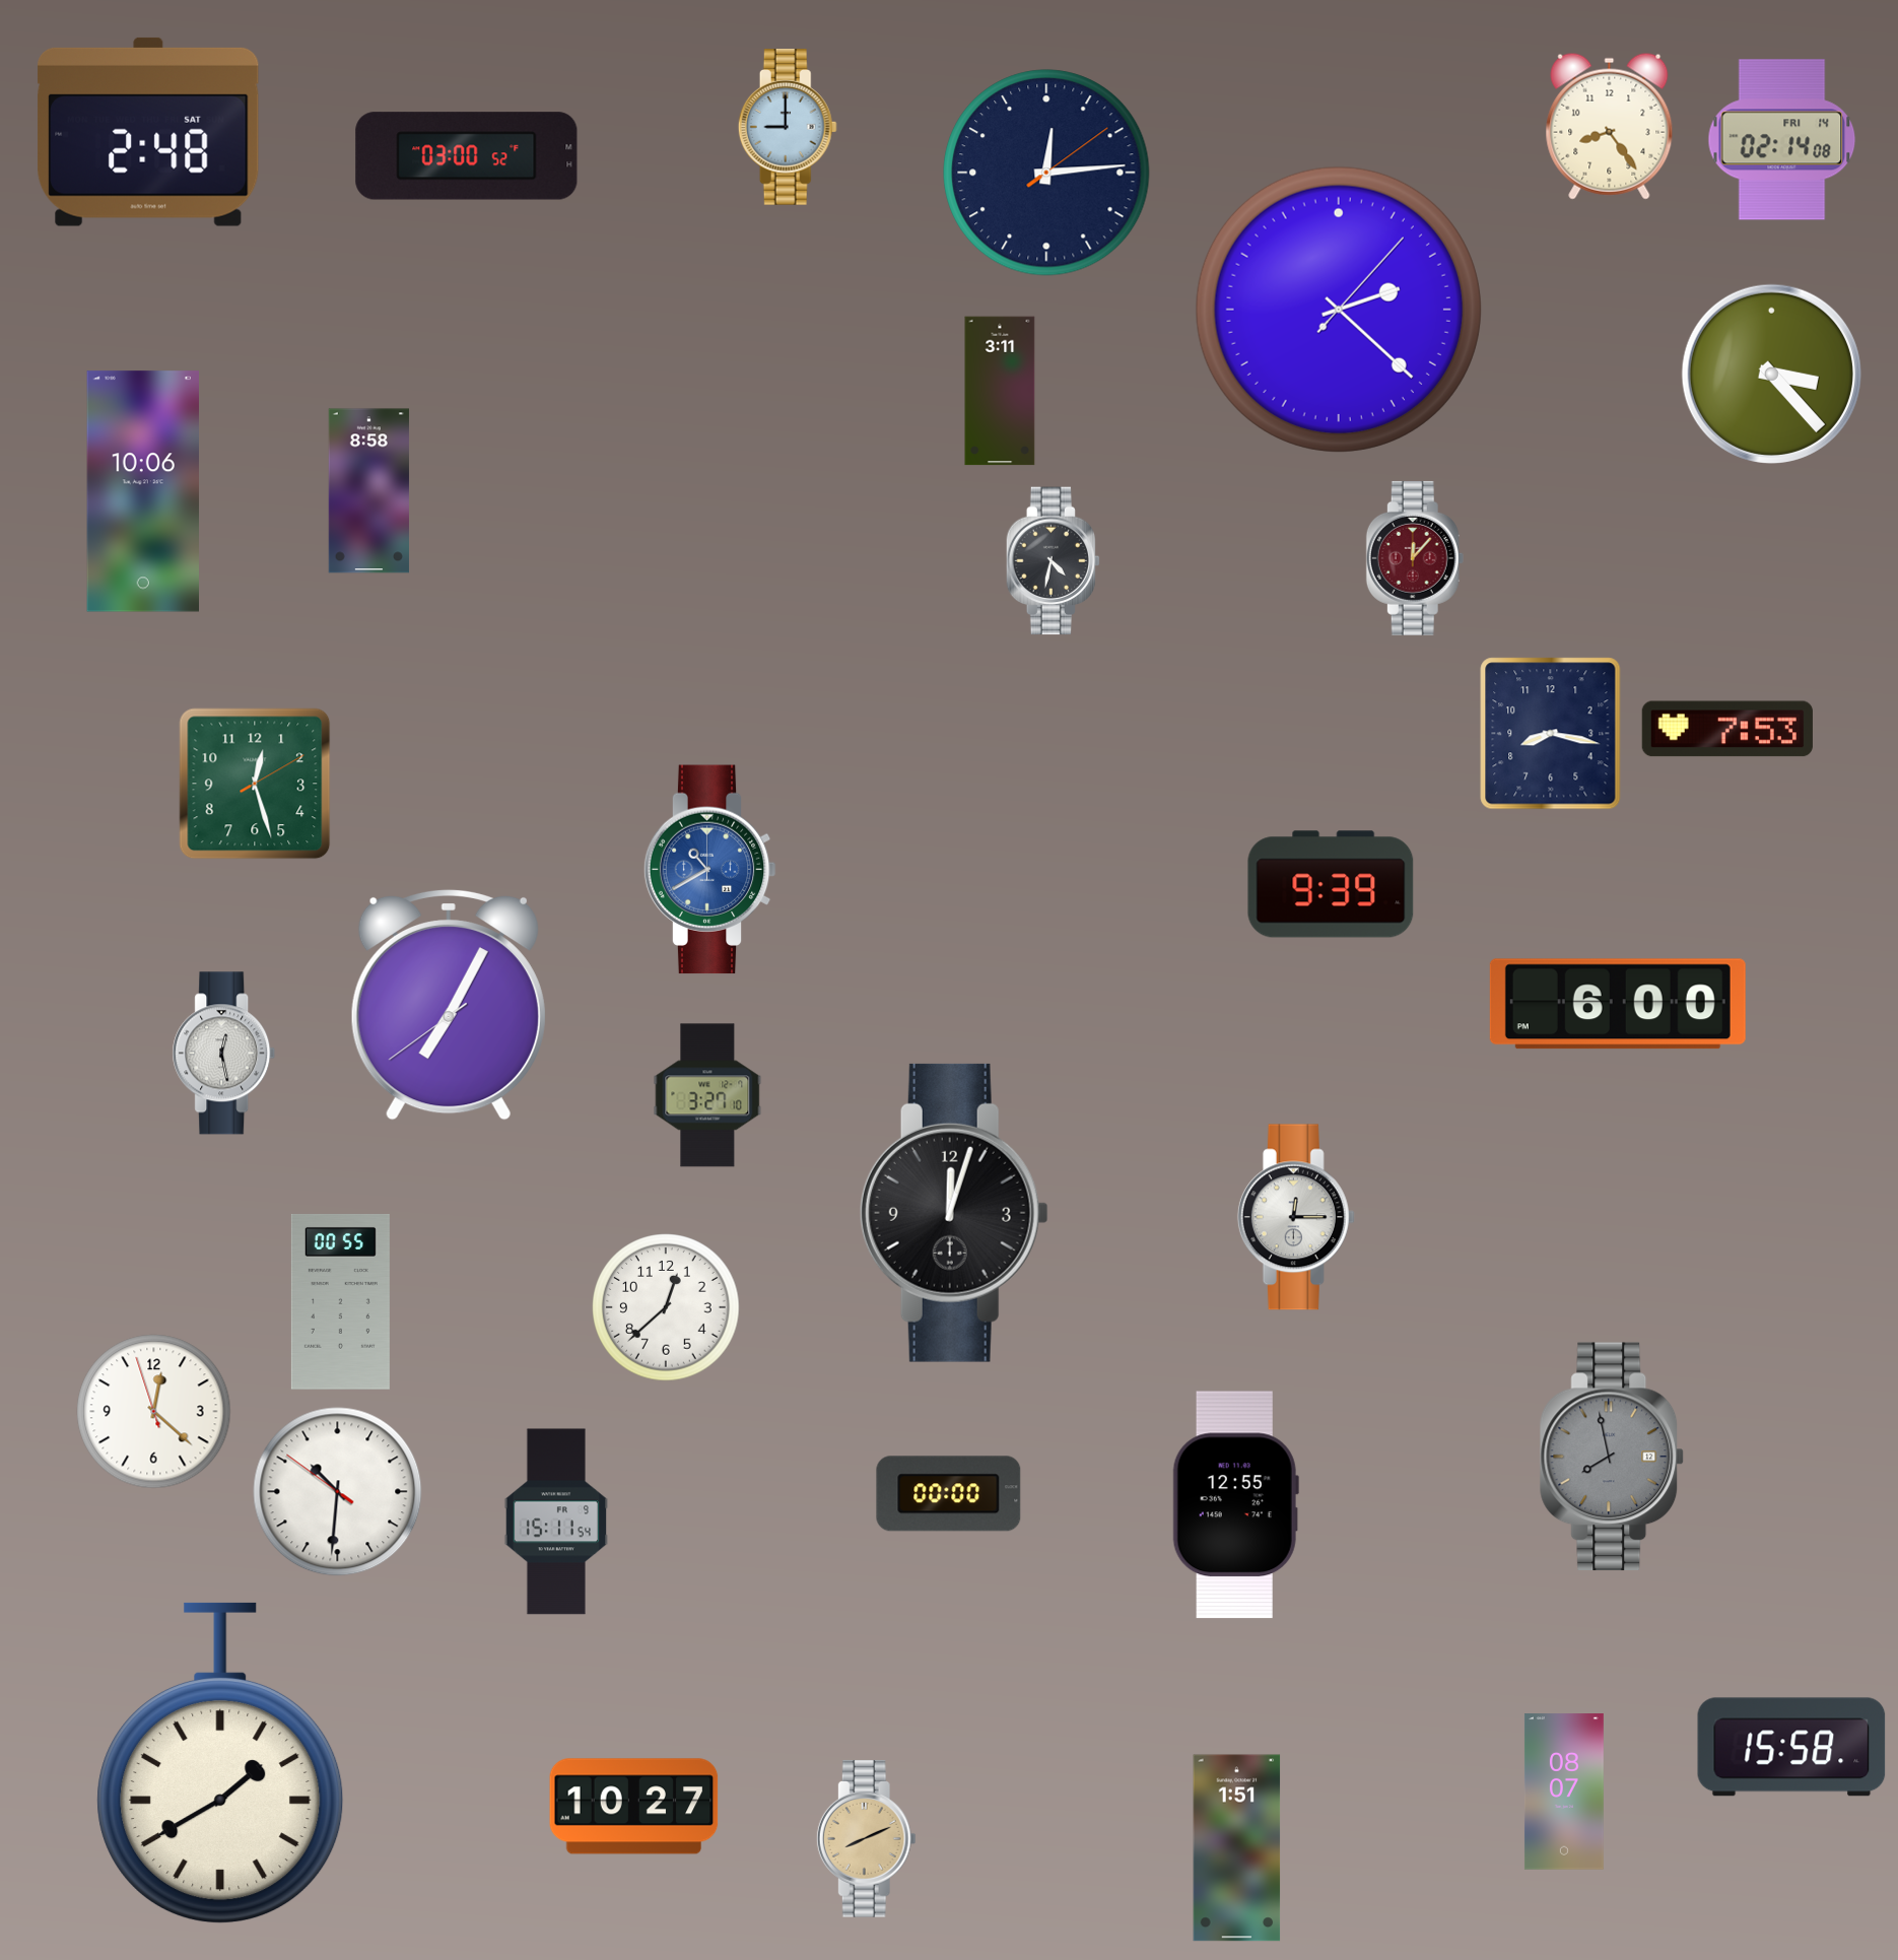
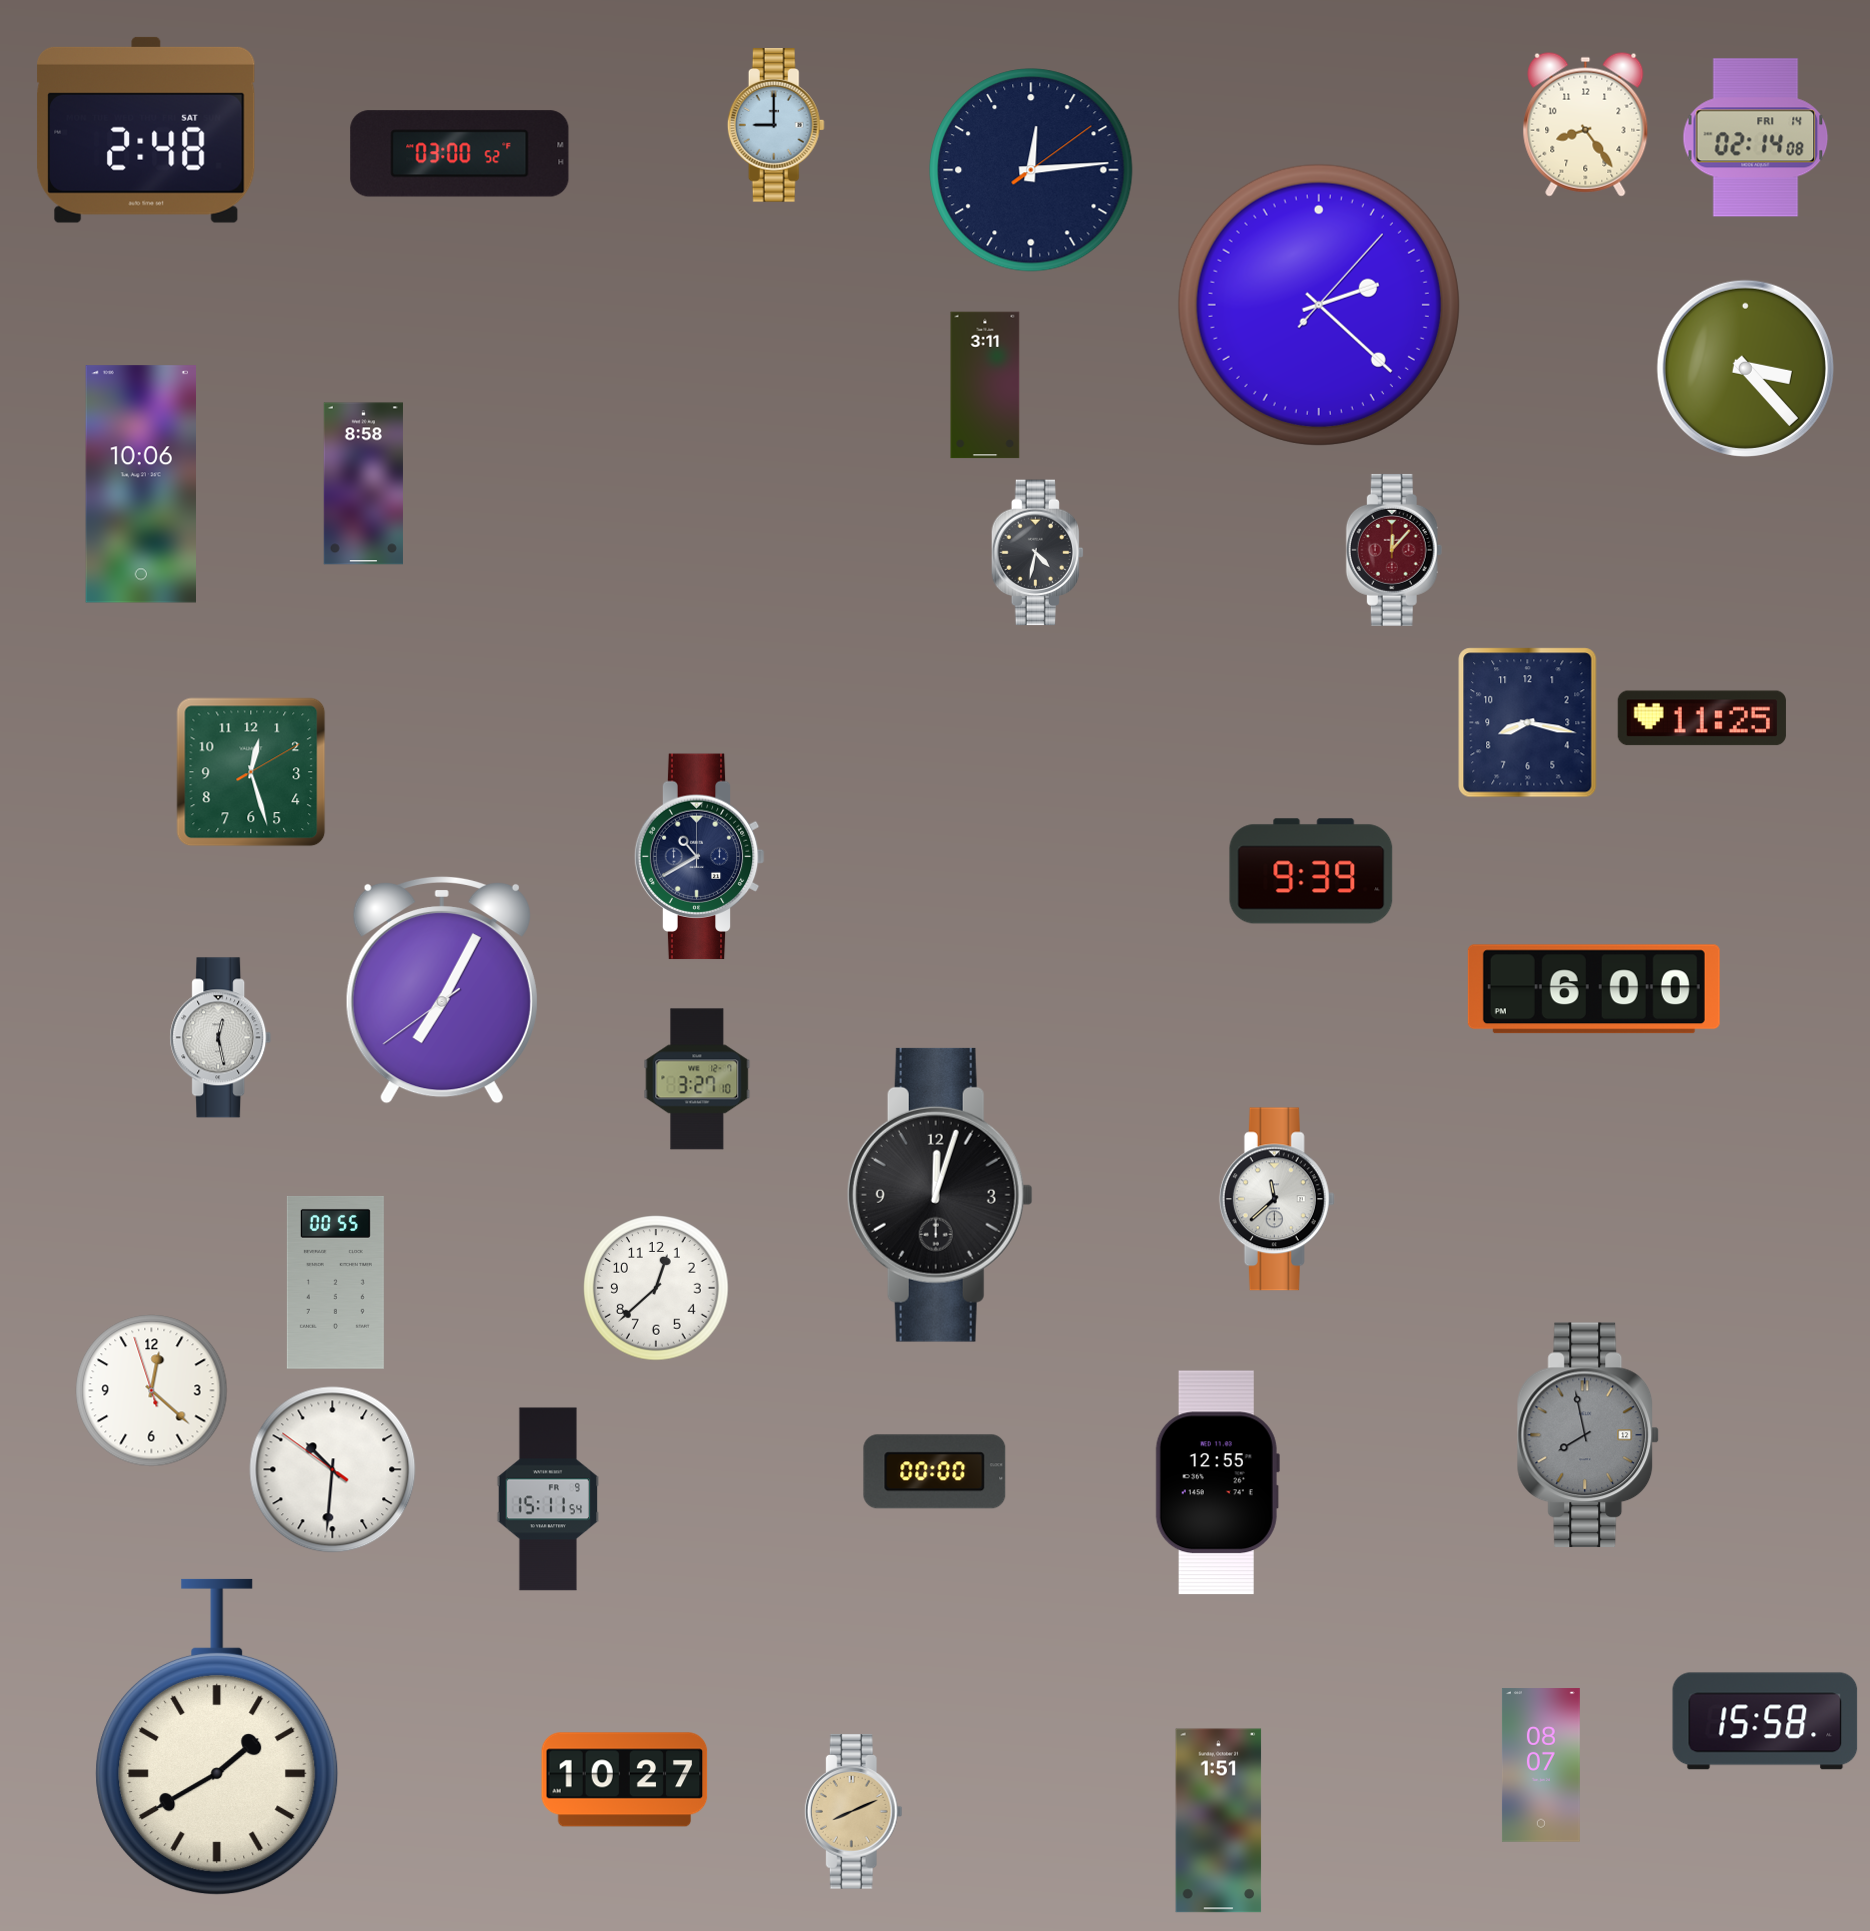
clock at (1727, 729): 7:53 -> 11:25
clock at (709, 870) dial: blue -> navy
clock at (1296, 1217): 12:15 -> 11:38
